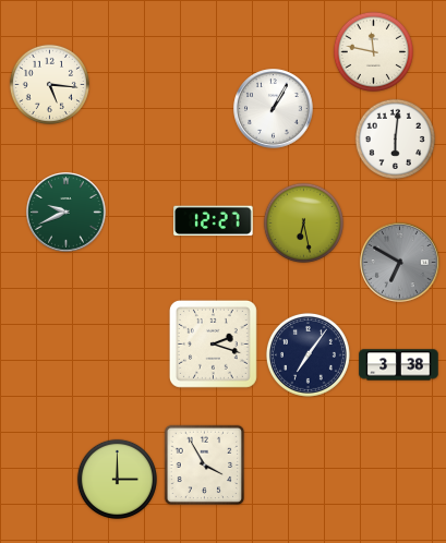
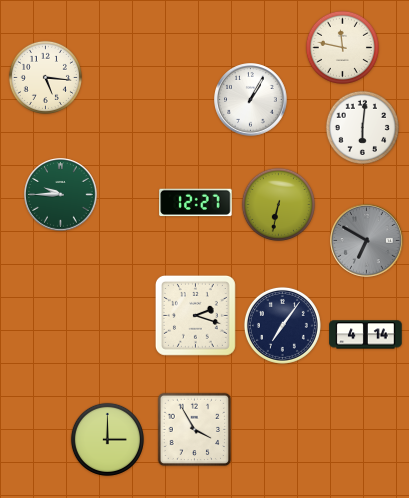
clock at (67, 213): 9:41 -> 9:45
clock at (303, 222): 6:28 -> 6:32
clock at (399, 365): 3:38 -> 4:14
clock at (205, 466) position: (205, 466) -> (195, 430)
